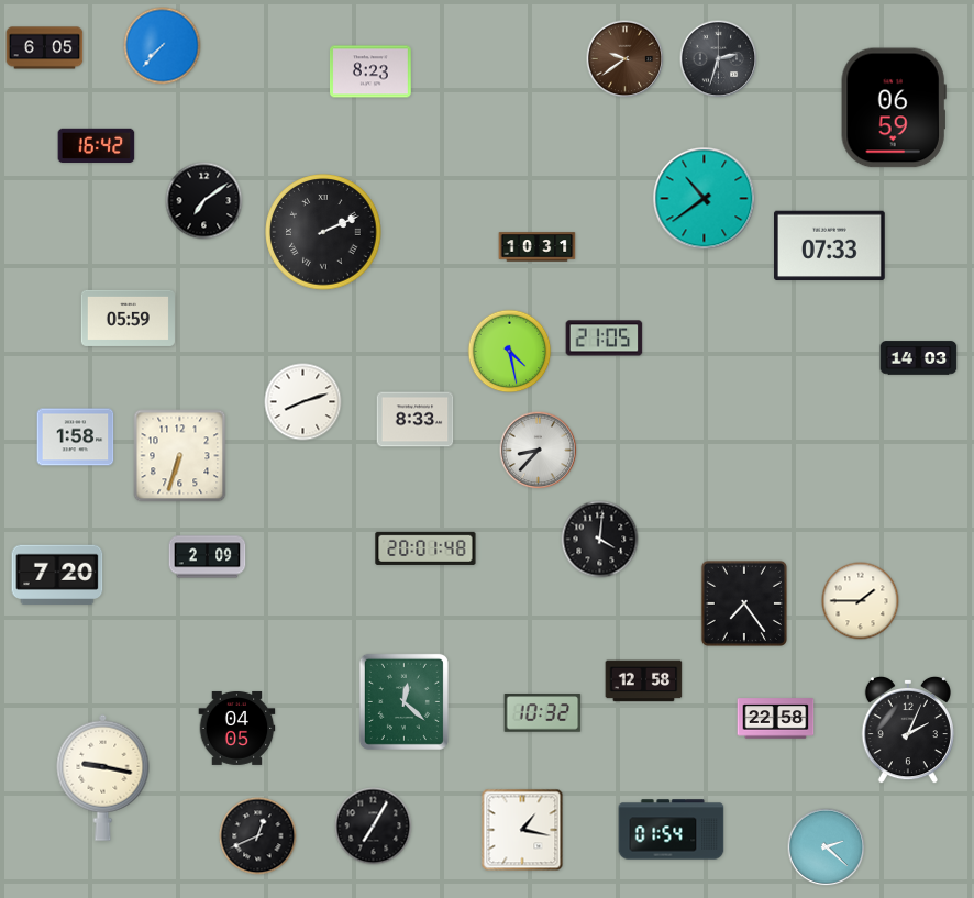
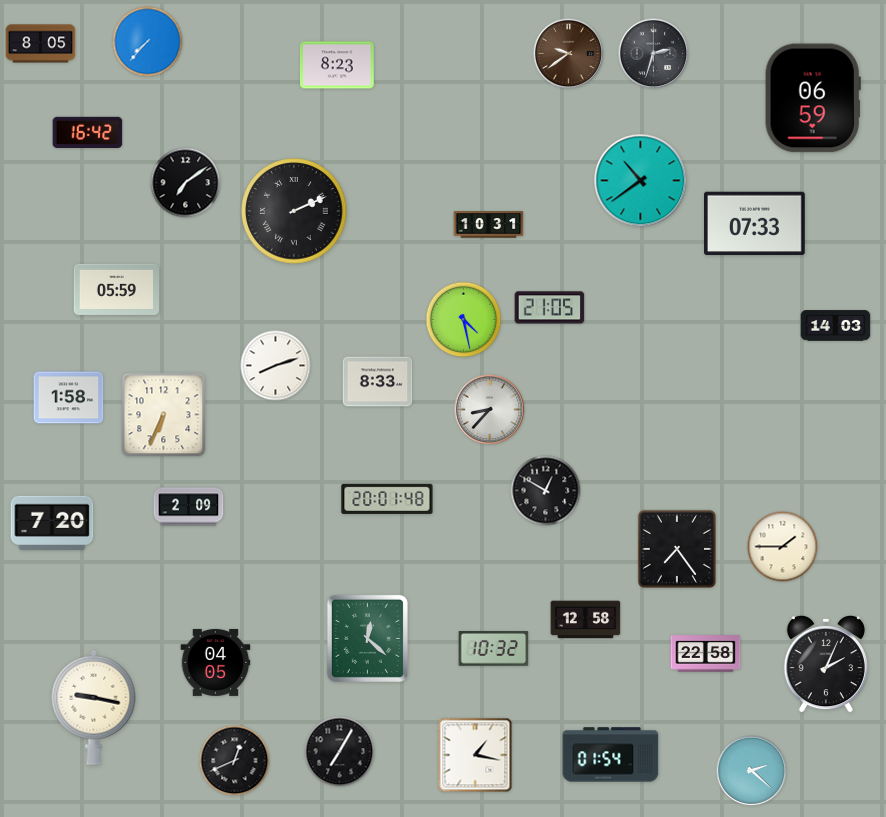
clock at (45, 48): 6:05 -> 8:05
clock at (180, 456): 6:33 -> 6:34
clock at (600, 540): 4:01 -> 12:50
